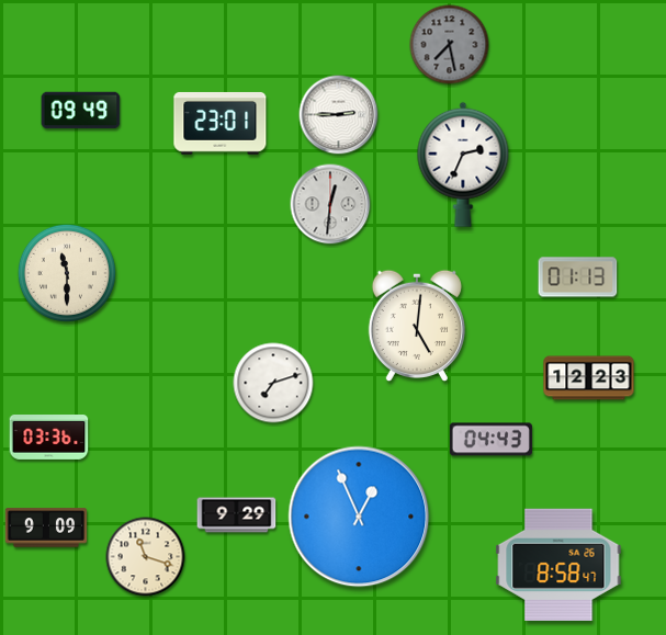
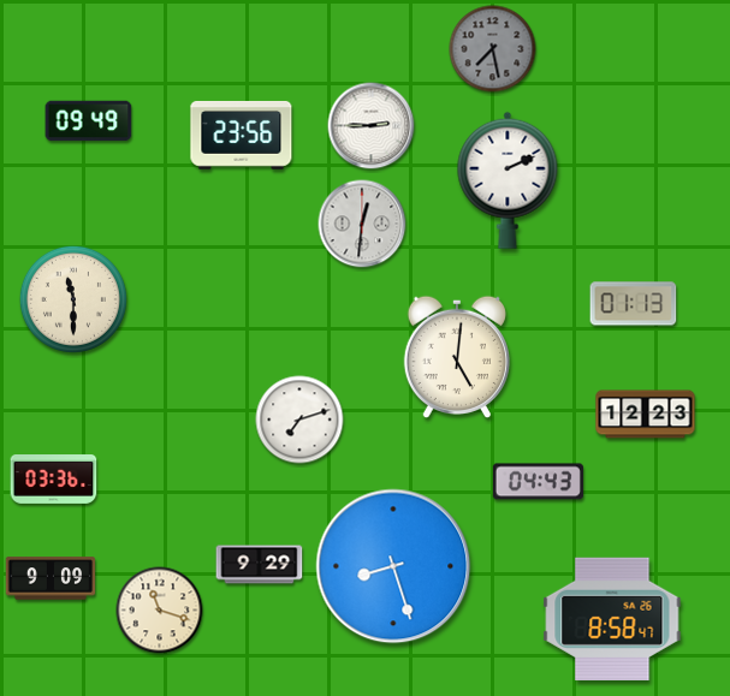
clock at (221, 124): 23:01 -> 23:56
clock at (463, 165): 2:34 -> 2:11
clock at (359, 517): 12:56 -> 8:27
